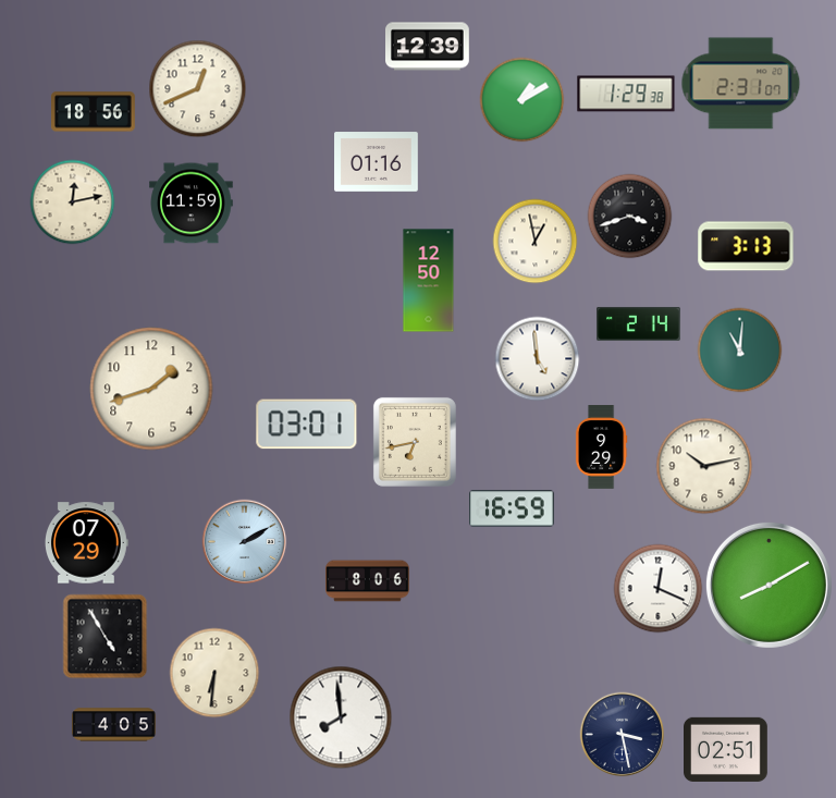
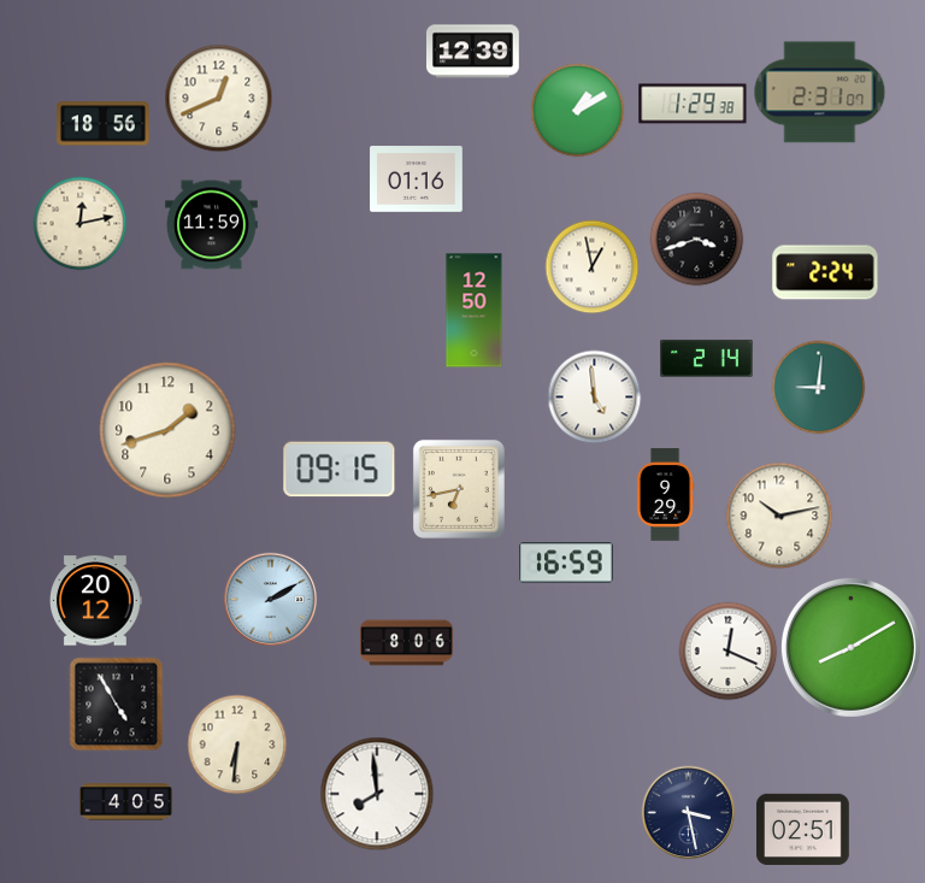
clock at (746, 246): 3:13 -> 2:24
clock at (739, 349): 11:01 -> 9:01
clock at (307, 425): 03:01 -> 09:15
clock at (86, 543): 07:29 -> 20:12
